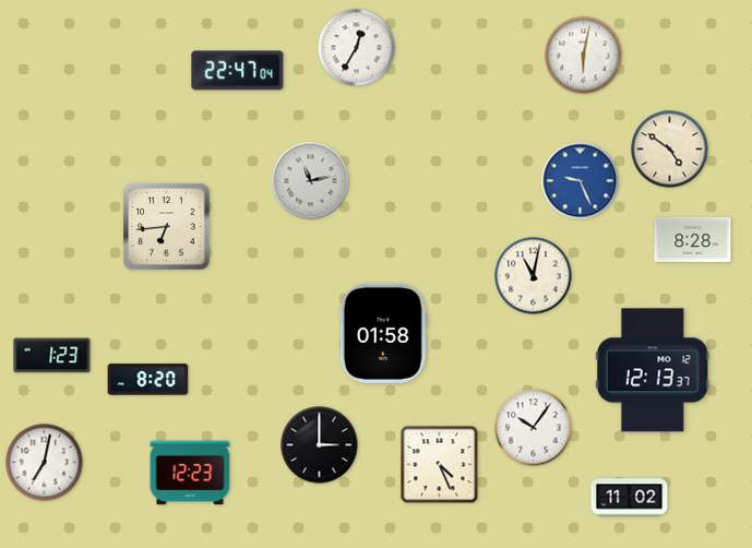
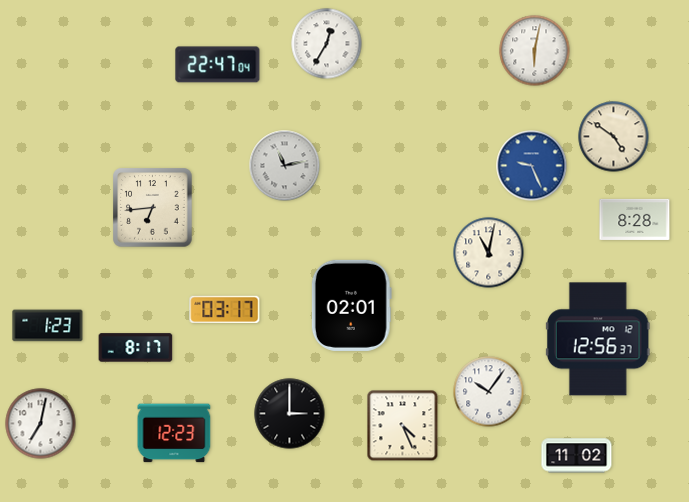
clock at (383, 333): 01:58 -> 02:01
clock at (225, 309): none -> 03:17
clock at (653, 370): 12:13 -> 12:56
clock at (148, 380): 8:20 -> 8:17
clock at (320, 445) position: (320, 445) -> (290, 414)
